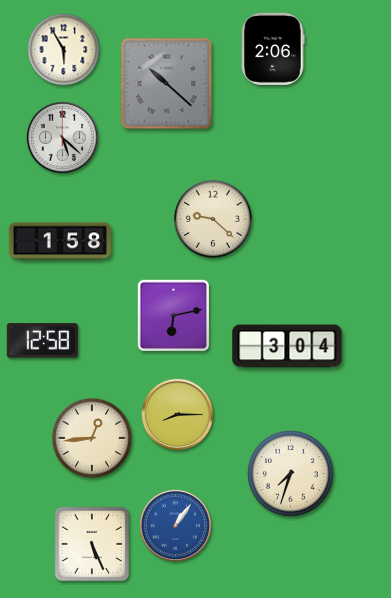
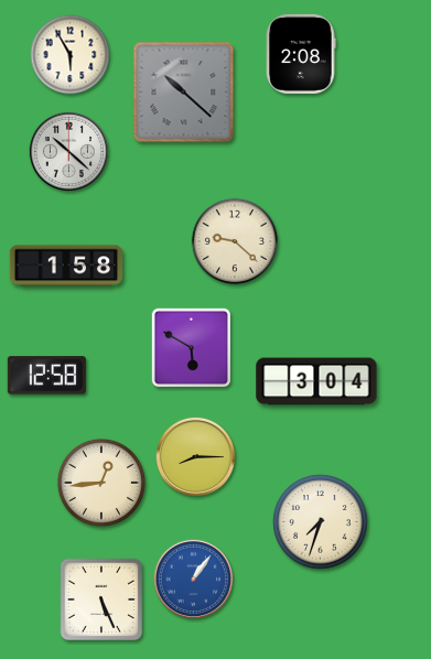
clock at (273, 49): 2:06 -> 2:08
clock at (62, 137): 5:22 -> 10:22
clock at (174, 316): 6:13 -> 5:50
